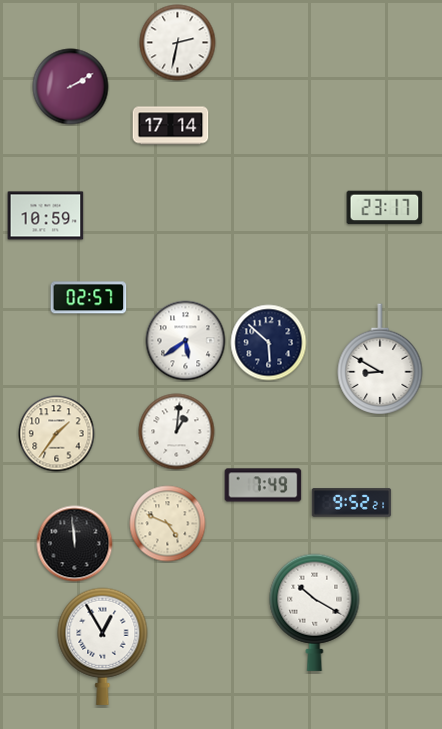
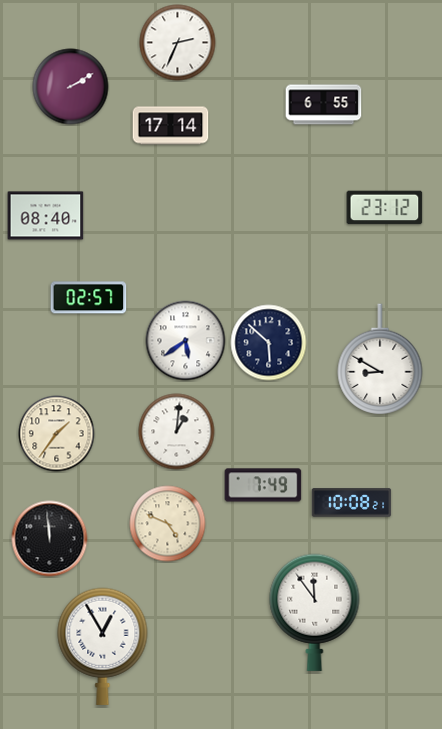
clock at (178, 43): 2:32 -> 2:34
clock at (324, 105): none -> 6:55
clock at (385, 208): 23:17 -> 23:12
clock at (46, 216): 10:59 -> 08:40
clock at (352, 503): 9:52 -> 10:08
clock at (75, 544) position: (75, 544) -> (50, 539)
clock at (315, 612): 10:20 -> 11:54
